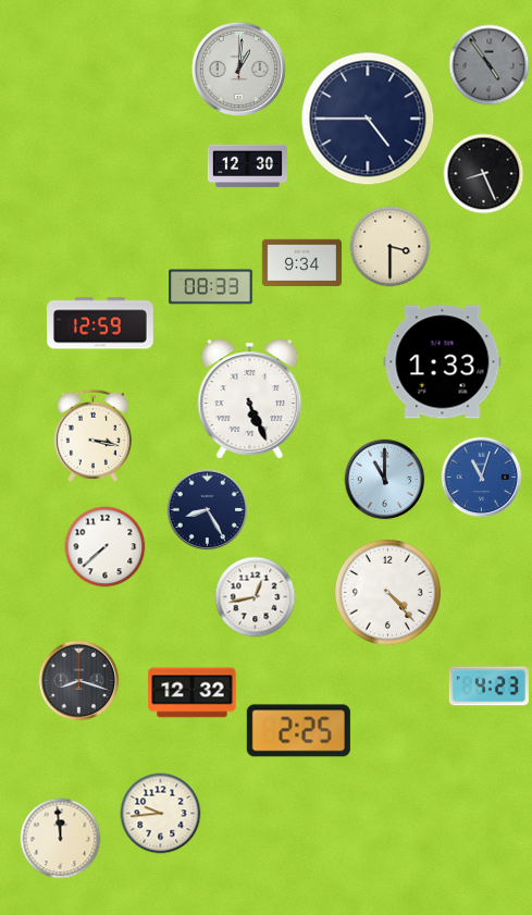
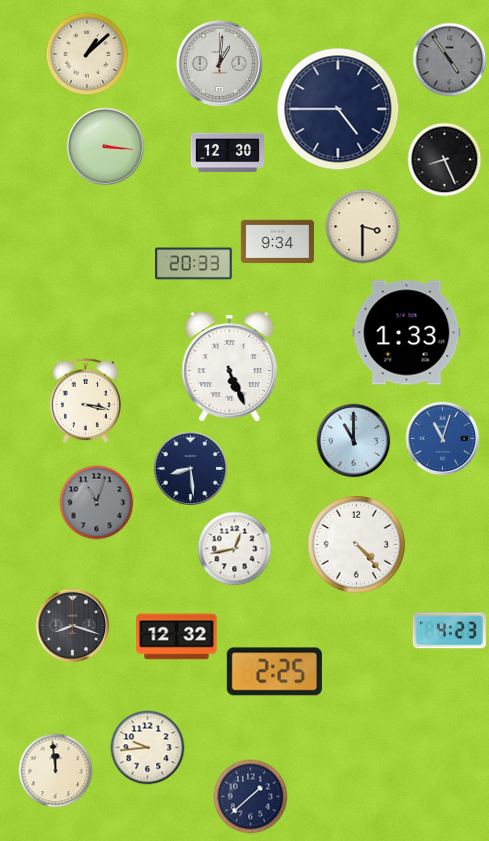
clock at (87, 54): none -> 1:08
clock at (106, 147): none -> 3:16
clock at (391, 247) position: (391, 247) -> (363, 227)
clock at (211, 287): 08:33 -> 20:33
clock at (101, 323): 12:59 -> none
clock at (208, 510): 8:25 -> 8:29
clock at (106, 547): 7:38 -> 11:03
clock at (106, 547) dial: white -> grey
clock at (251, 797): none -> 1:38
